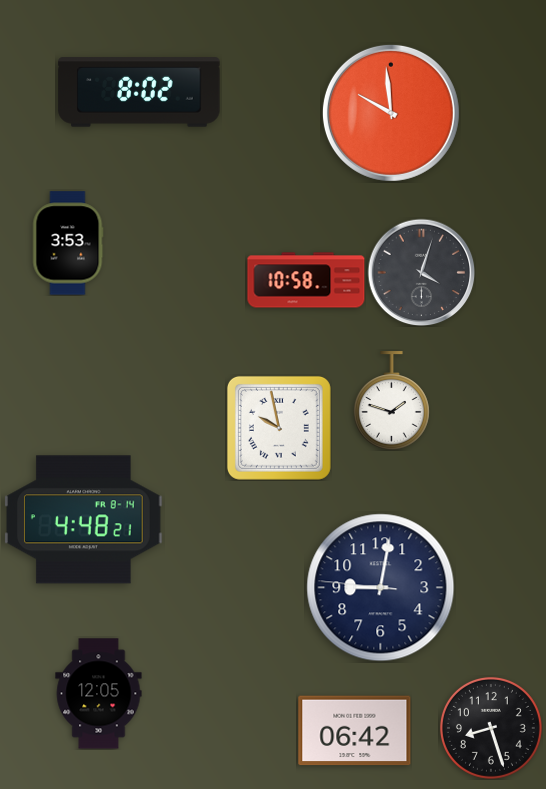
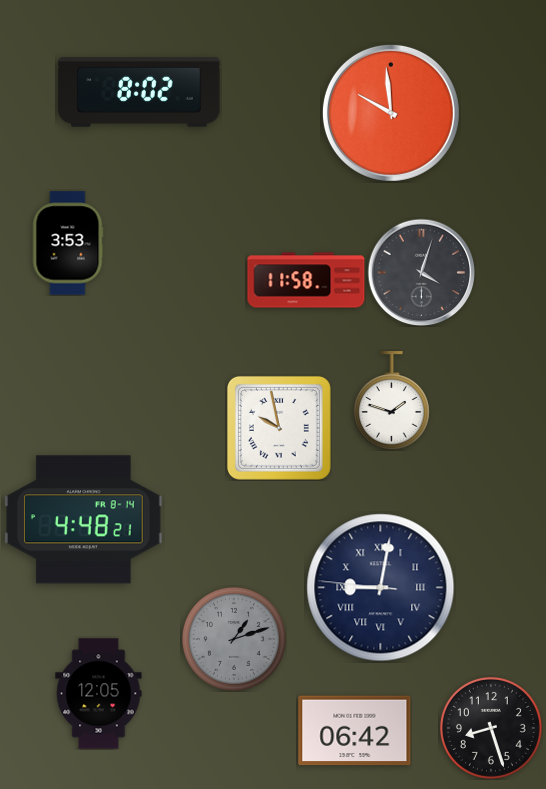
clock at (306, 280): 10:58 -> 11:58
clock at (381, 588) numerals: Arabic -> Roman
clock at (234, 639): none -> 1:12
